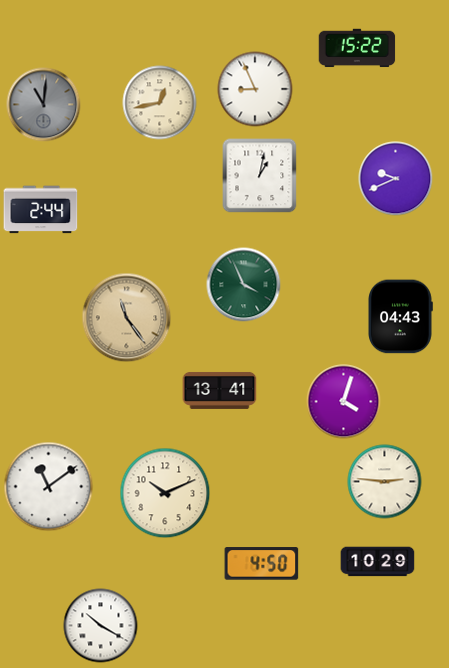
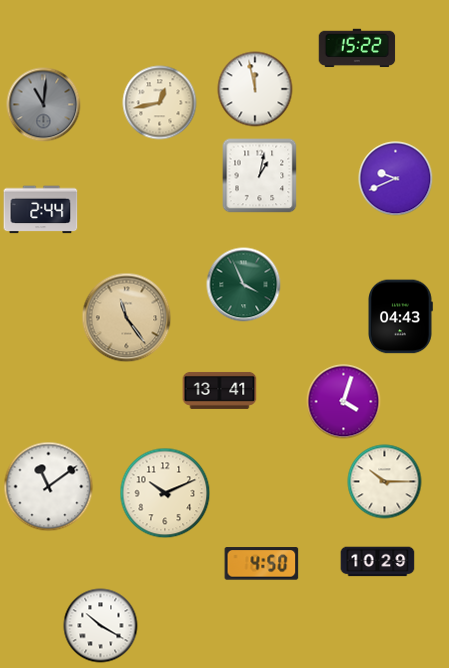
clock at (255, 89): 8:56 -> 11:58
clock at (385, 482): 2:46 -> 10:15
